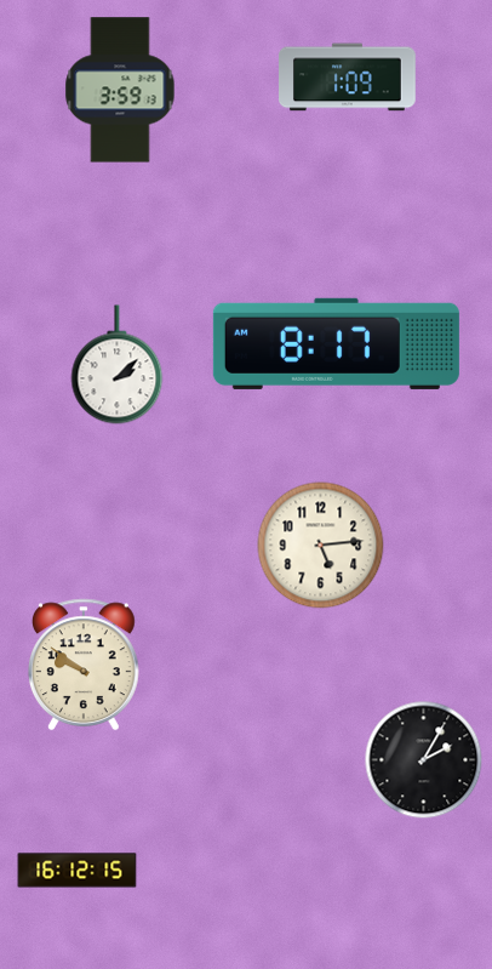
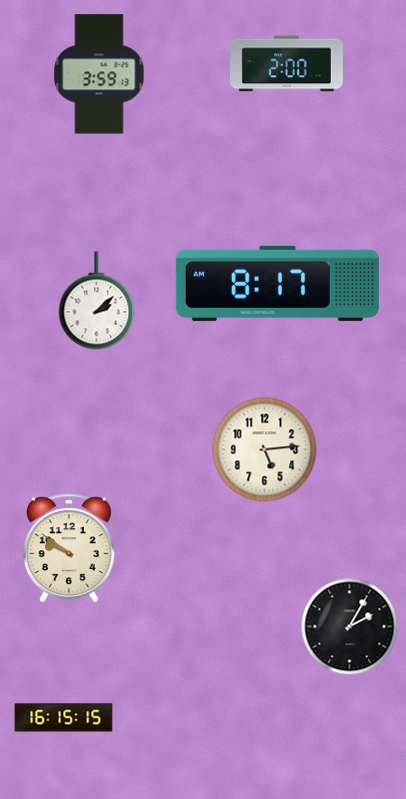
clock at (348, 78): 1:09 -> 2:00
clock at (78, 871): 16:12 -> 16:15
